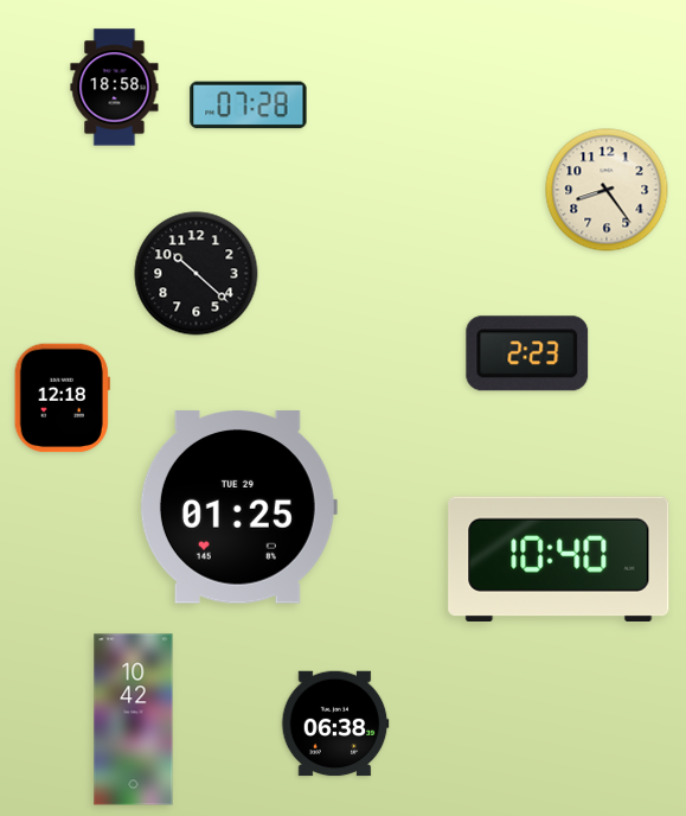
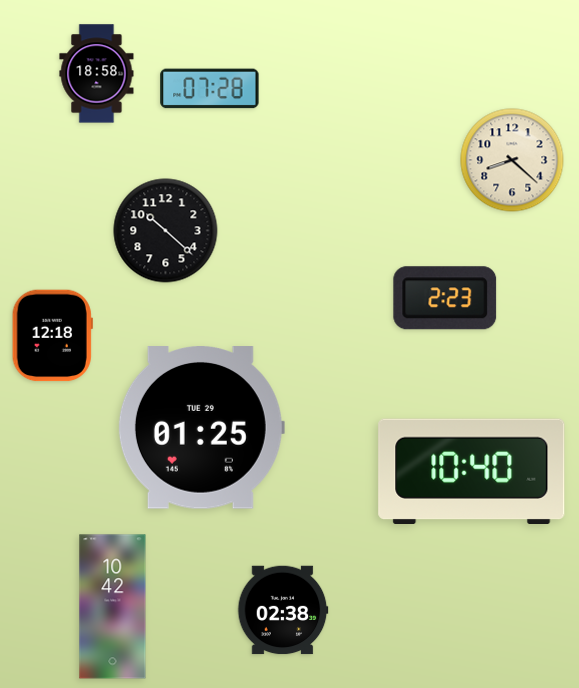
clock at (607, 190): 8:24 -> 8:22
clock at (335, 723): 06:38 -> 02:38
